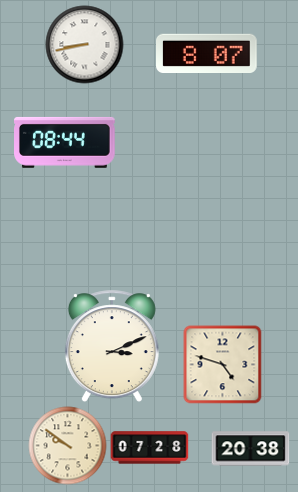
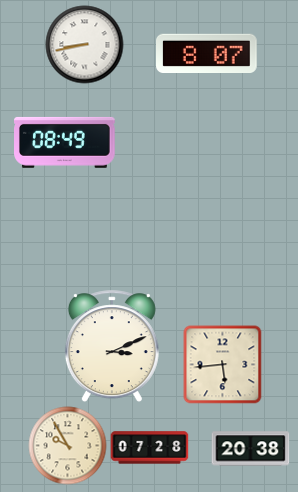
clock at (65, 142): 08:44 -> 08:49
clock at (222, 364): 4:48 -> 5:44
clock at (67, 445): 9:51 -> 9:55
